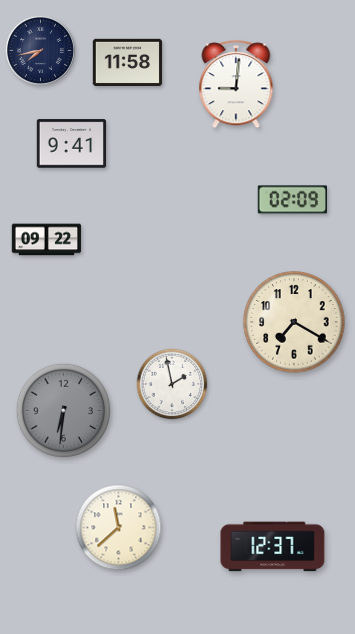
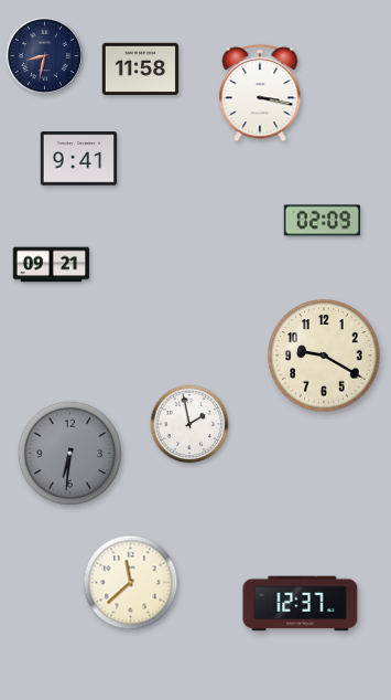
clock at (40, 50): 7:43 -> 8:32
clock at (236, 85): 9:01 -> 3:17
clock at (47, 240): 09:22 -> 09:21
clock at (294, 322): 7:20 -> 9:20
